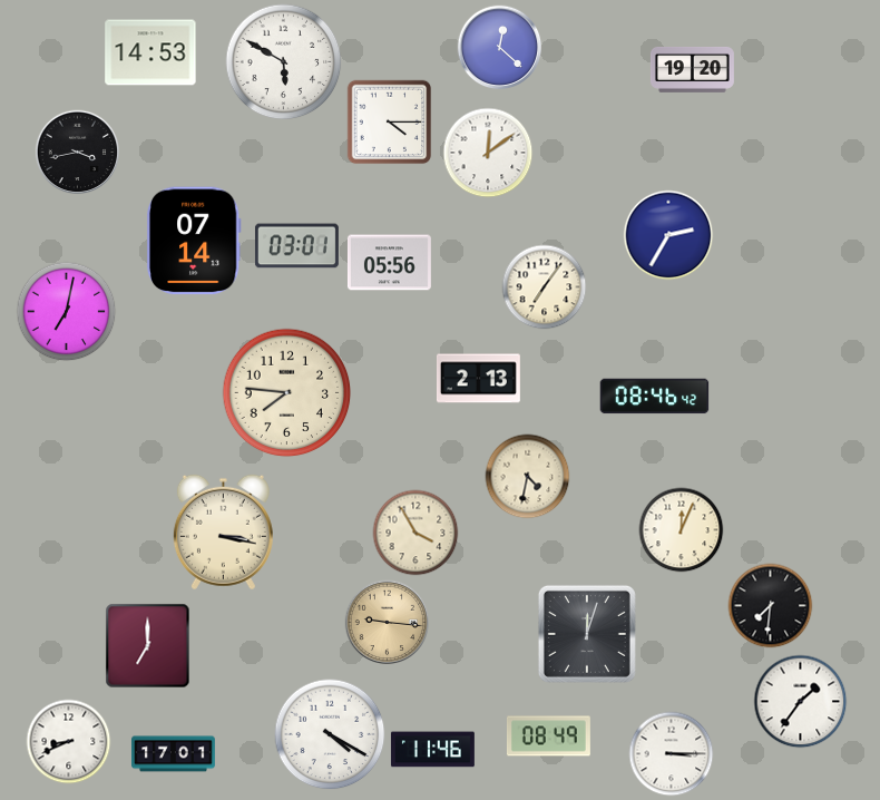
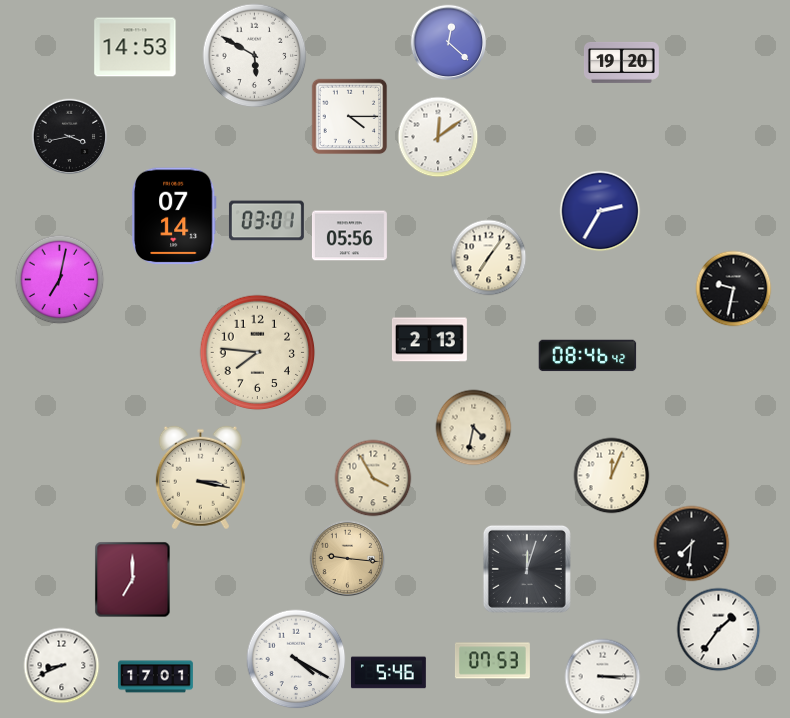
clock at (390, 123) position: (390, 123) -> (350, 117)
clock at (734, 289): none -> 9:32
clock at (548, 736): 08:49 -> 07:53
clock at (432, 750): 11:46 -> 5:46
